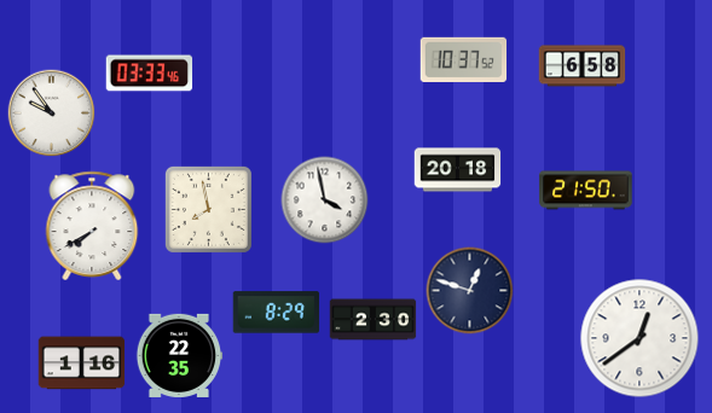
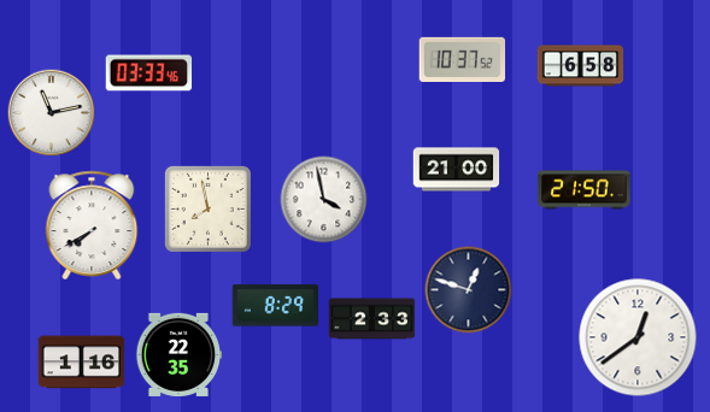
clock at (52, 114): 9:54 -> 11:13
clock at (458, 170): 20:18 -> 21:00
clock at (277, 313) position: (277, 313) -> (276, 306)
clock at (374, 320): 2:30 -> 2:33
